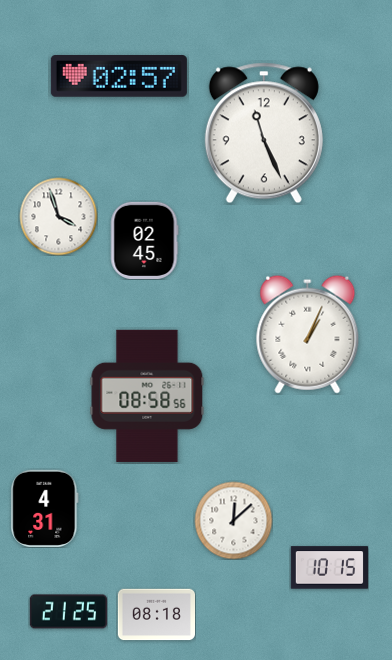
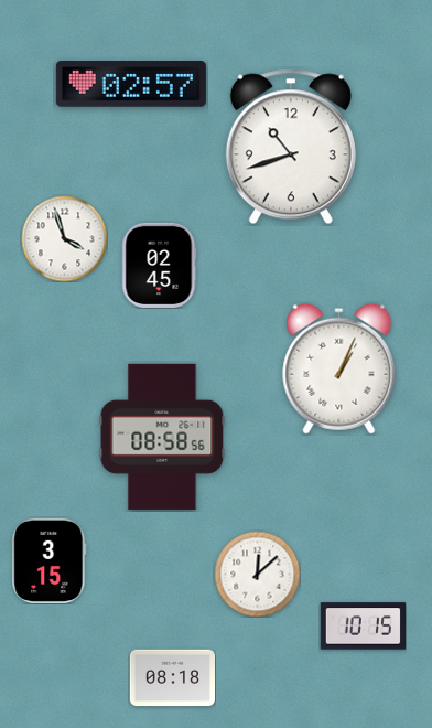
clock at (264, 133): 11:26 -> 10:42
clock at (45, 508): 4:31 -> 3:15
clock at (68, 612): 21:25 -> none
